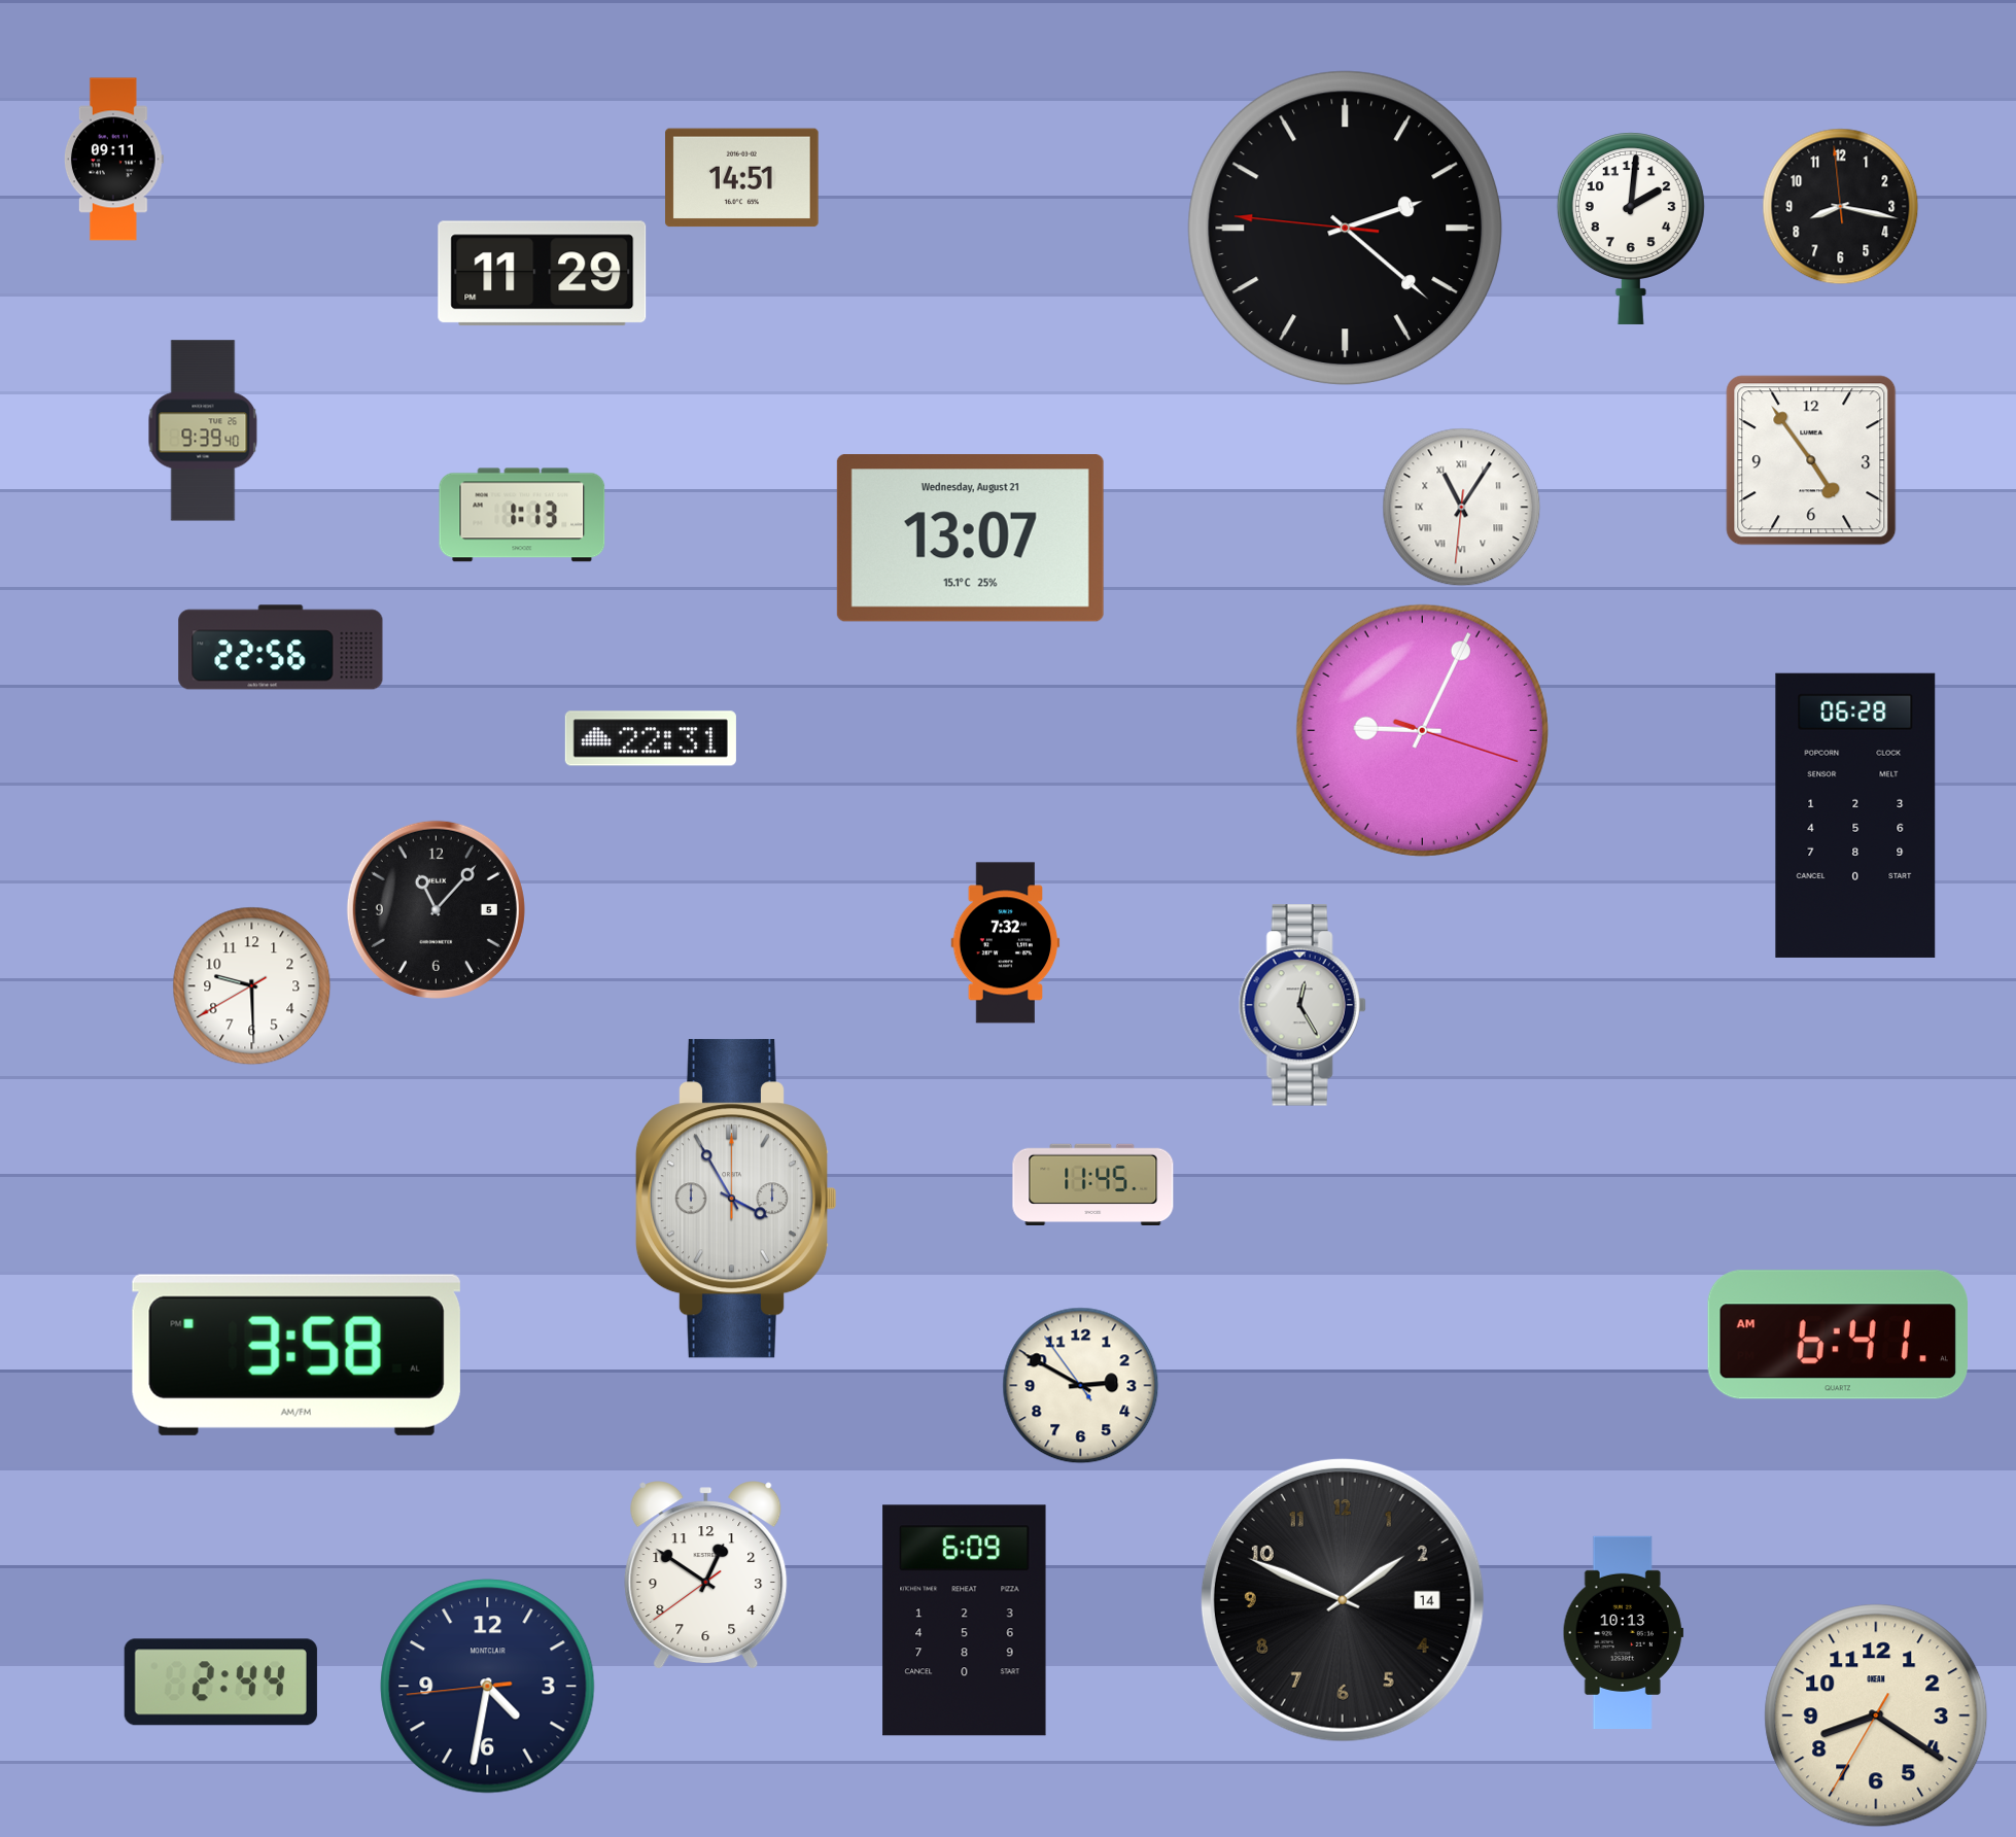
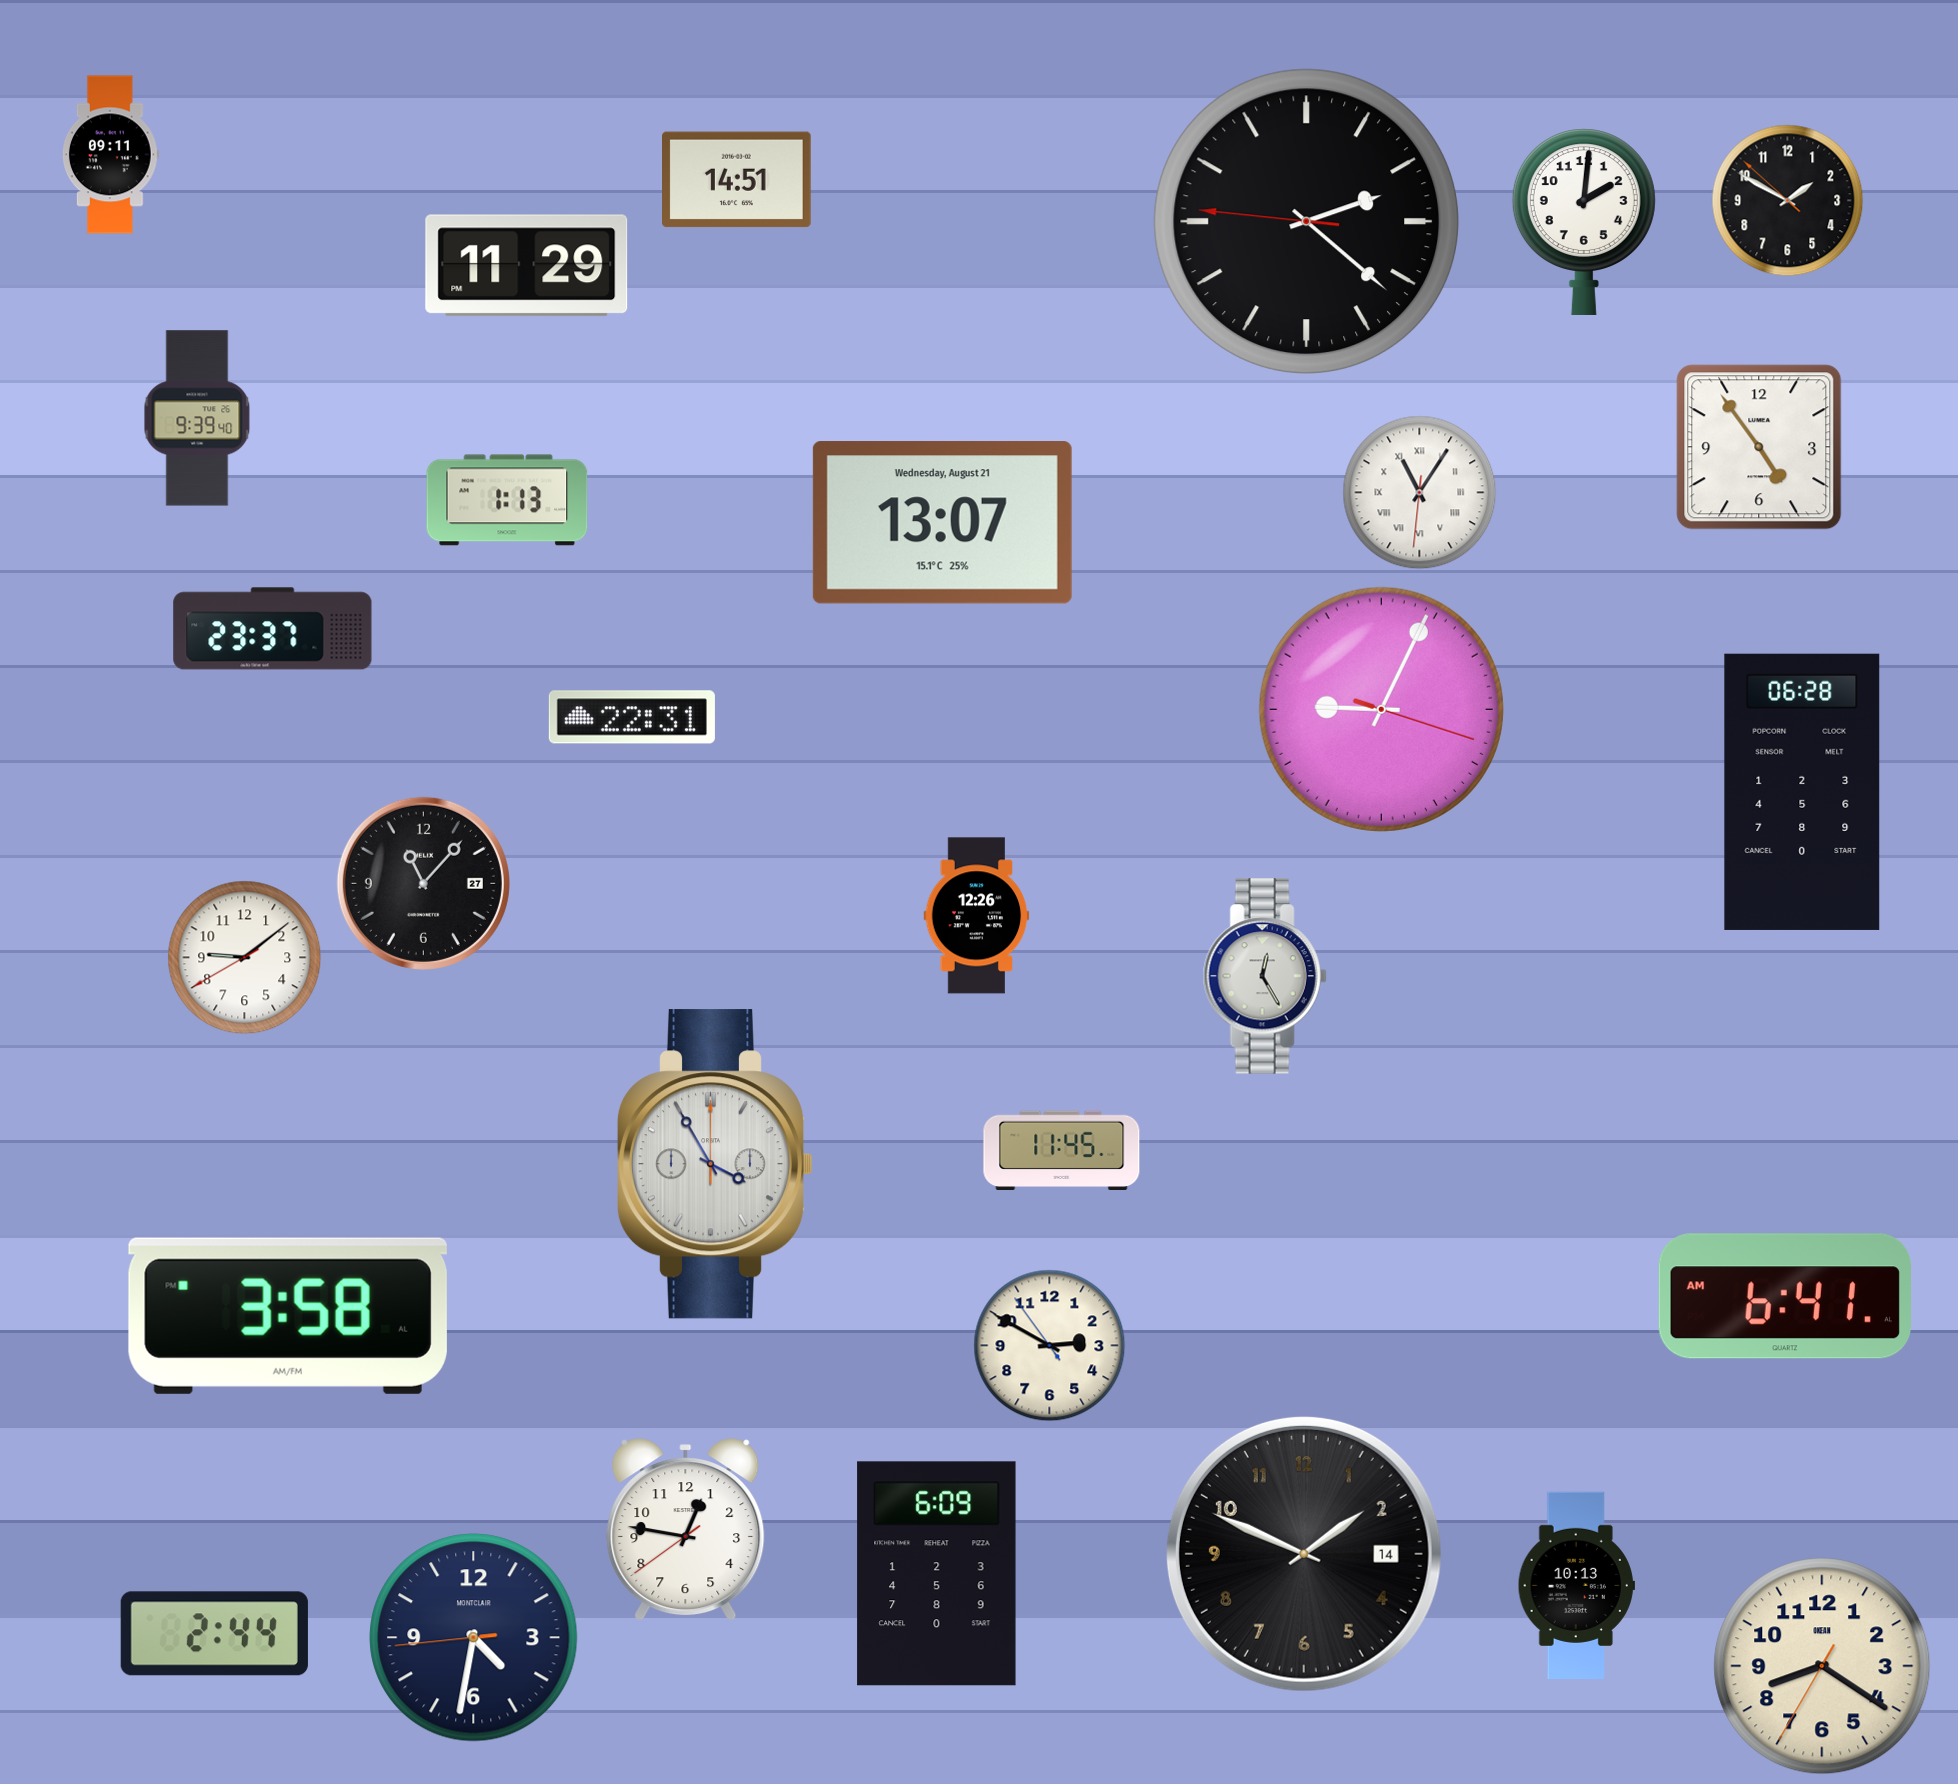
clock at (742, 178) position: (742, 178) -> (737, 180)
clock at (1841, 207): 8:16 -> 1:49
clock at (281, 648): 22:56 -> 23:37
clock at (436, 909) date: 5 -> 27
clock at (1006, 943): 7:32 -> 12:26
clock at (252, 986): 9:29 -> 9:08
clock at (706, 1575): 12:50 -> 12:46
